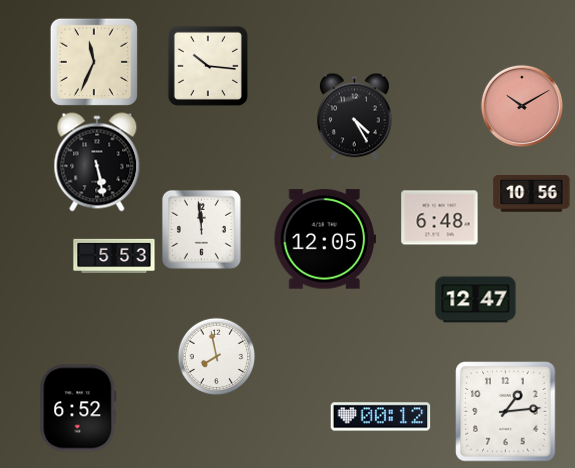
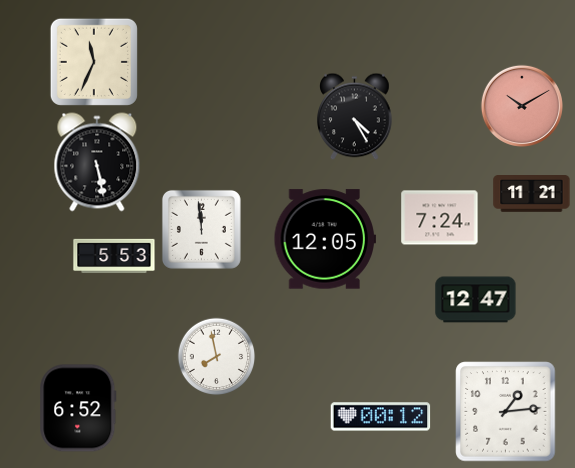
clock at (208, 66): 10:16 -> none
clock at (532, 194): 10:56 -> 11:21
clock at (440, 218): 6:48 -> 7:24
